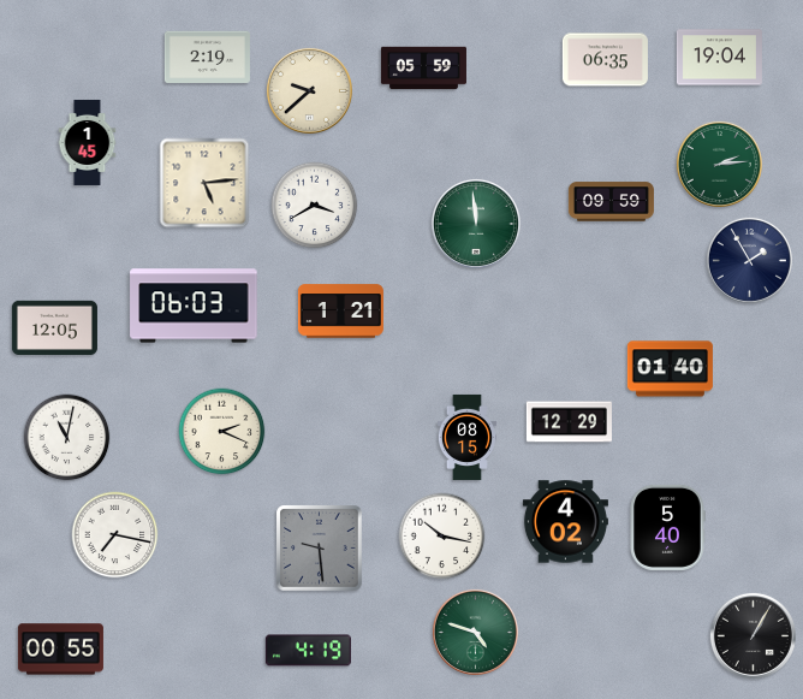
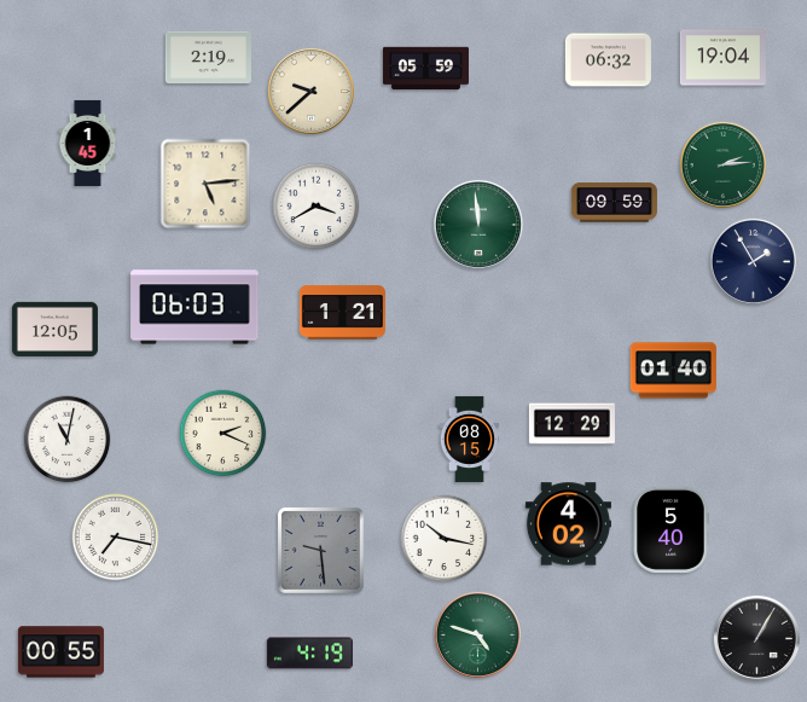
clock at (605, 60): 06:35 -> 06:32
